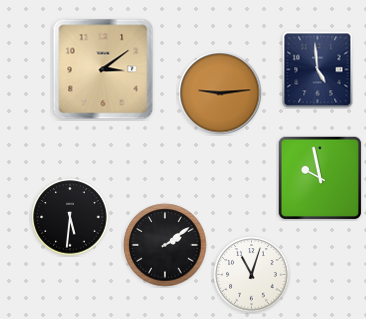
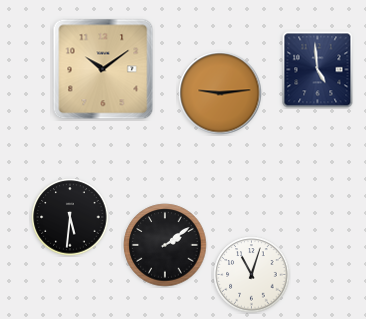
clock at (103, 69): 3:09 -> 10:09
clock at (320, 178): 9:58 -> none
